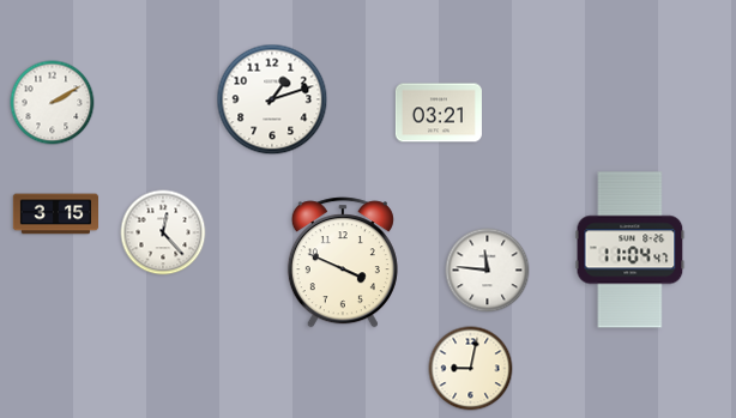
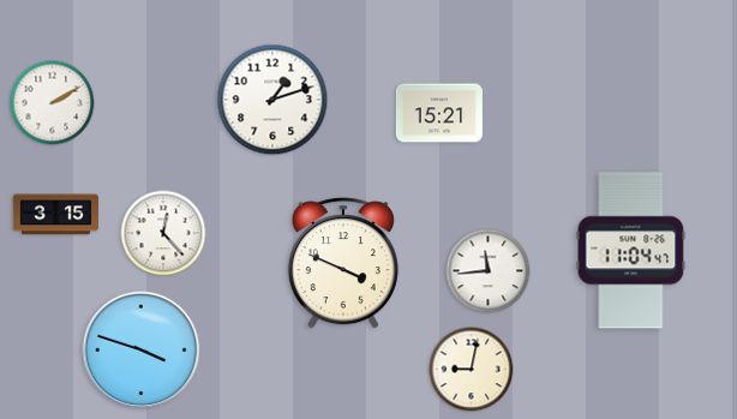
clock at (439, 113): 03:21 -> 15:21
clock at (488, 271): 11:46 -> 11:44
clock at (142, 351): none -> 3:48
